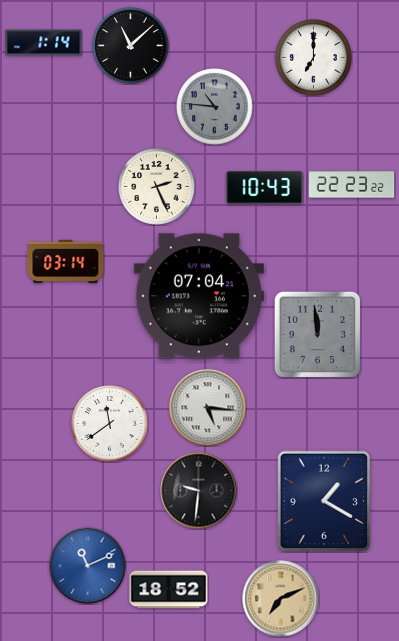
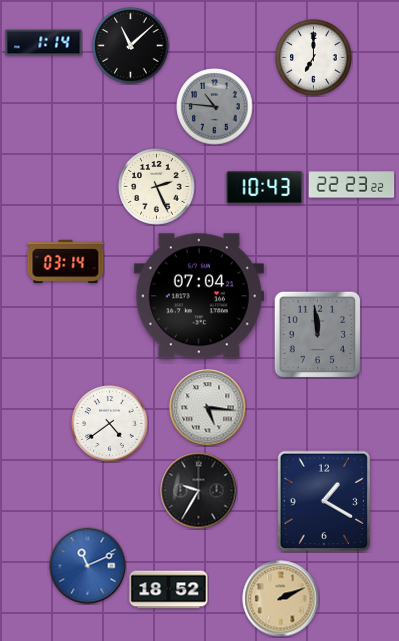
clock at (110, 424): 11:39 -> 4:39
clock at (199, 491): 9:31 -> 9:35
clock at (281, 599): 7:11 -> 2:11
